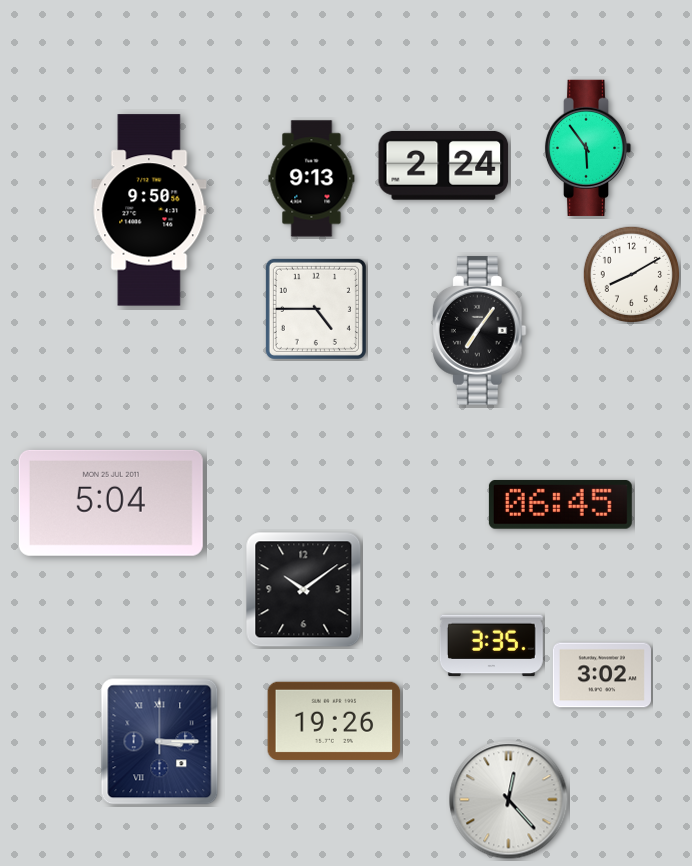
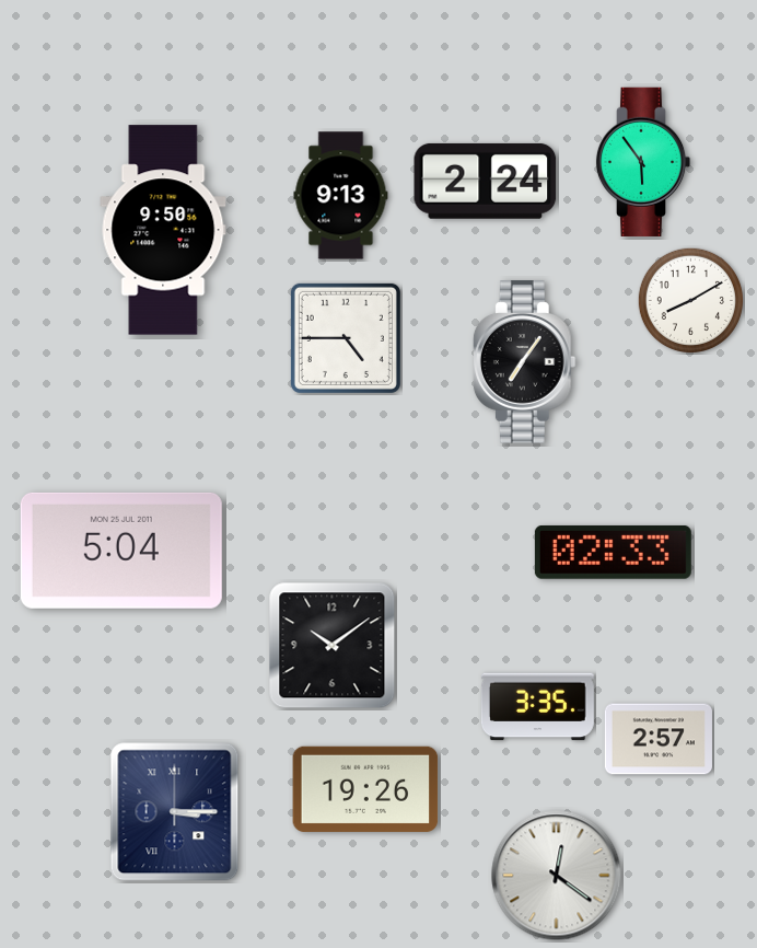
clock at (560, 504): 06:45 -> 02:33
clock at (602, 675): 3:02 -> 2:57
clock at (509, 800): 12:23 -> 12:21
